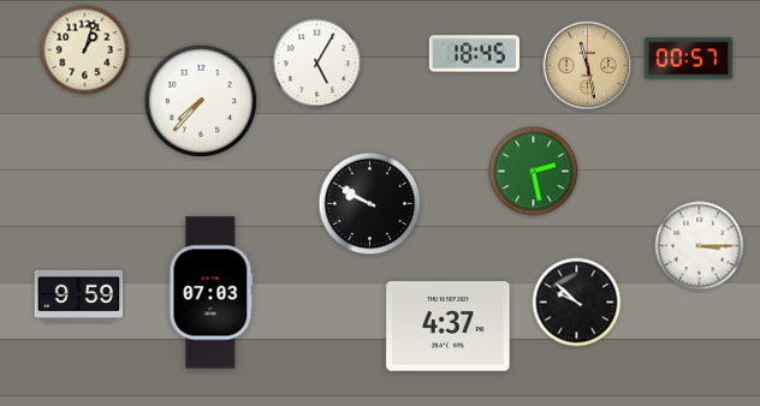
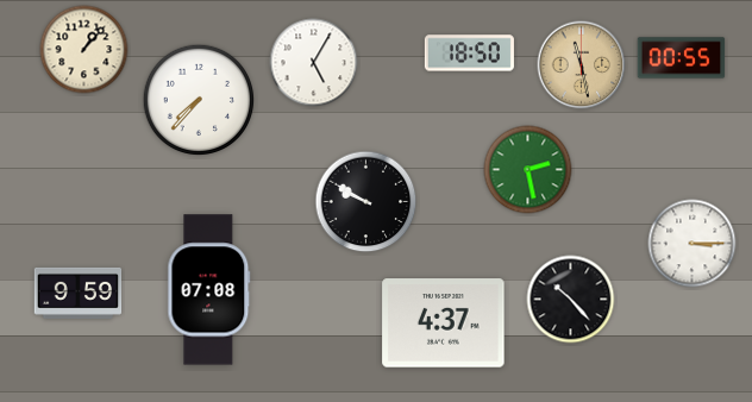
clock at (85, 50): 1:03 -> 1:07
clock at (474, 54): 18:45 -> 18:50
clock at (689, 59): 00:57 -> 00:55
clock at (212, 293): 07:03 -> 07:08
clock at (577, 303): 9:52 -> 10:23
